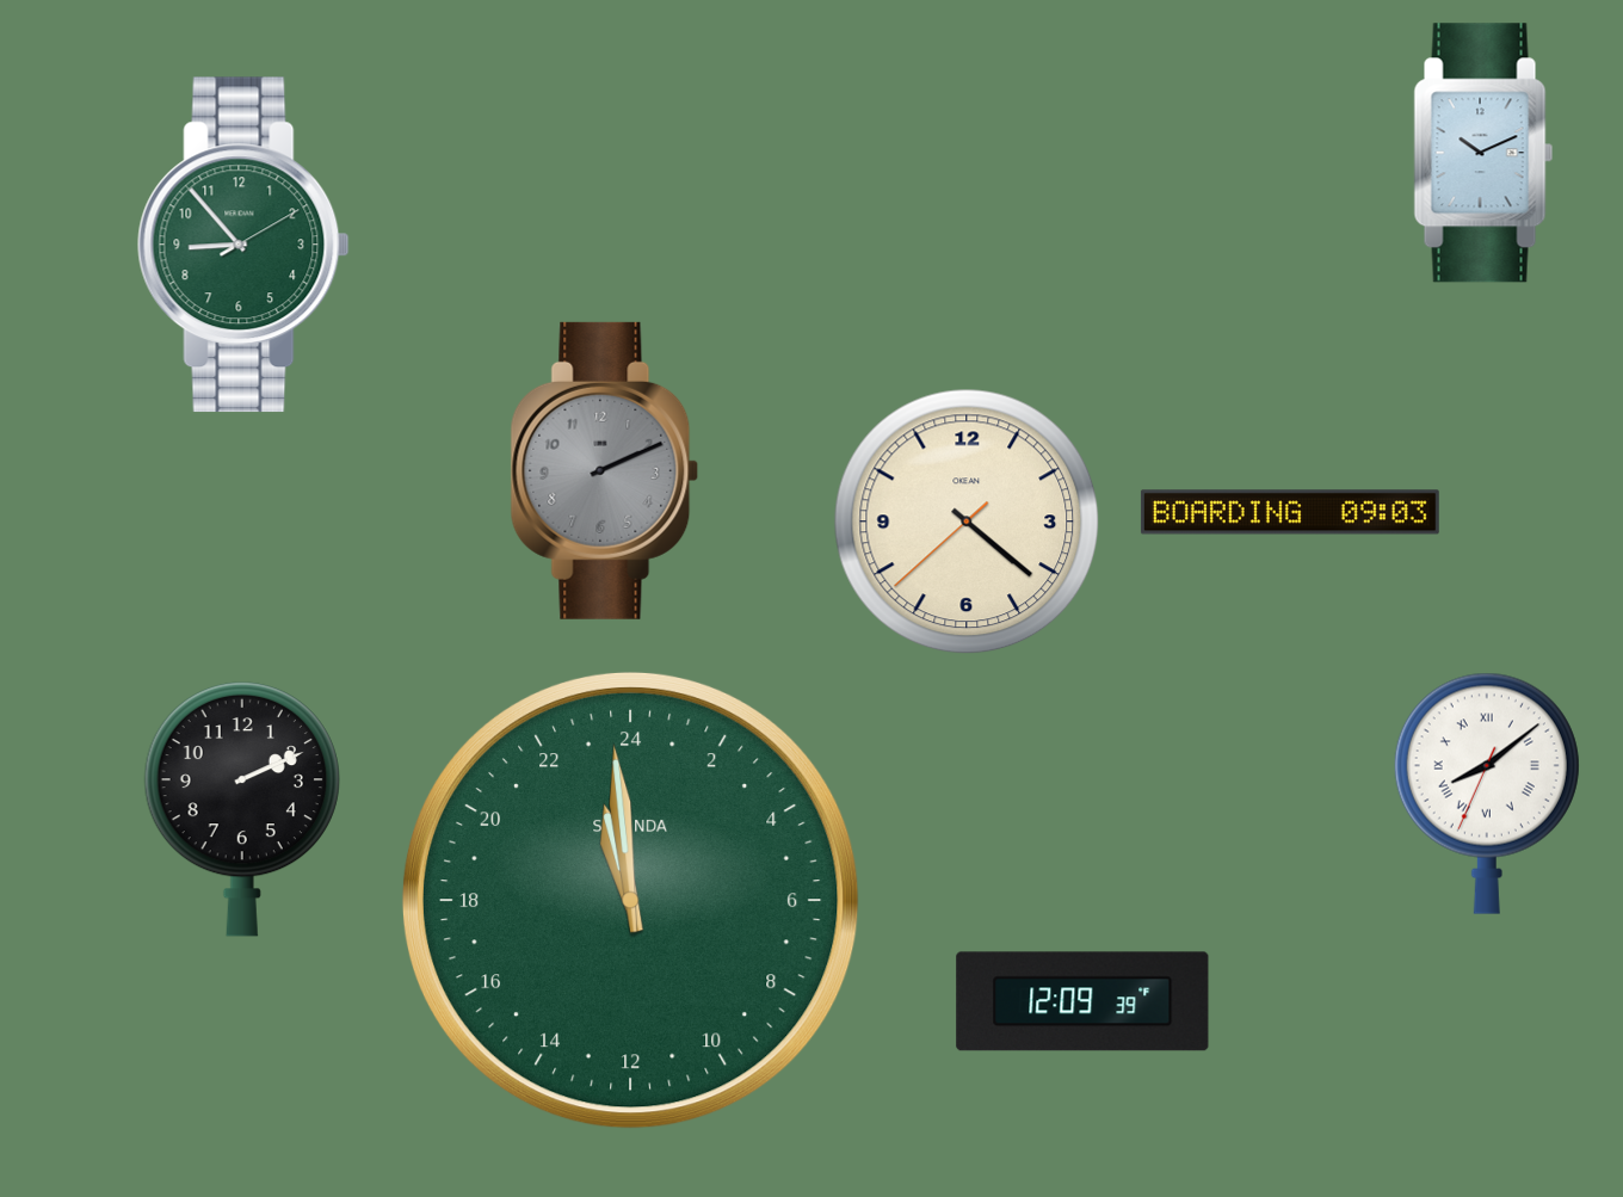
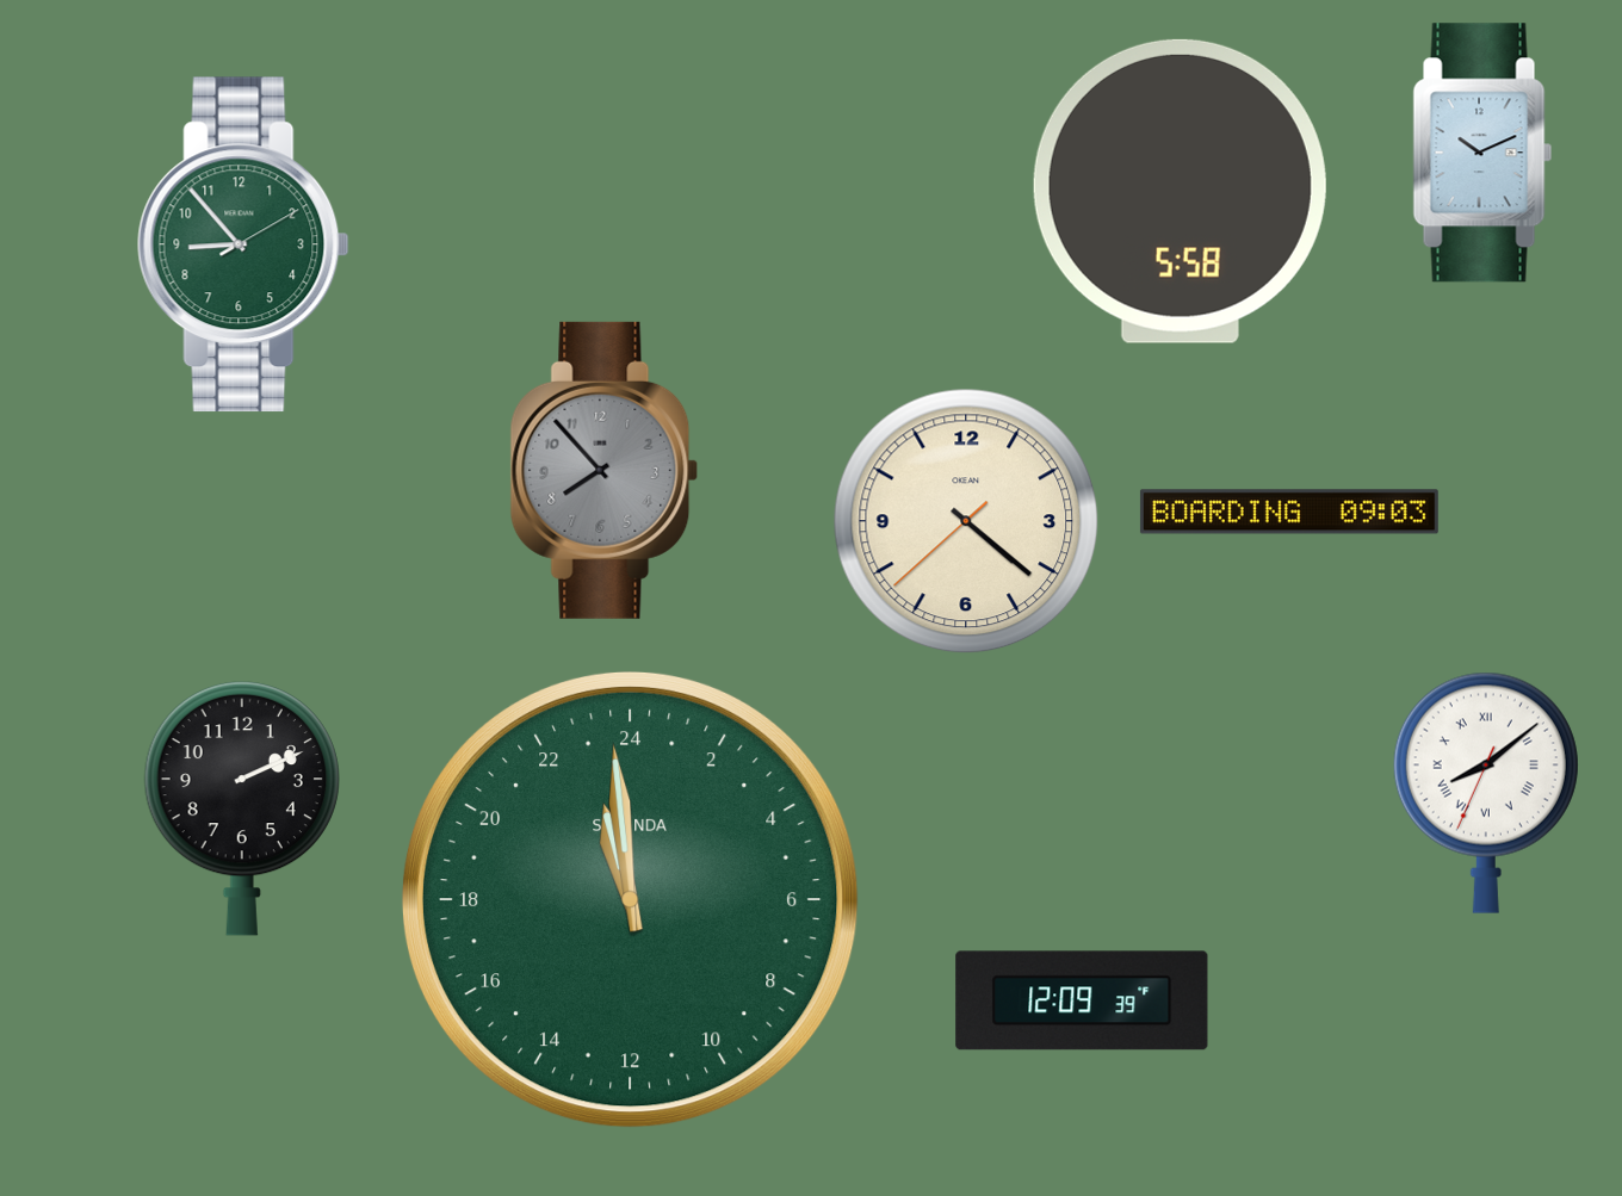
clock at (1180, 191): none -> 5:58
clock at (605, 470): 2:11 -> 7:53
